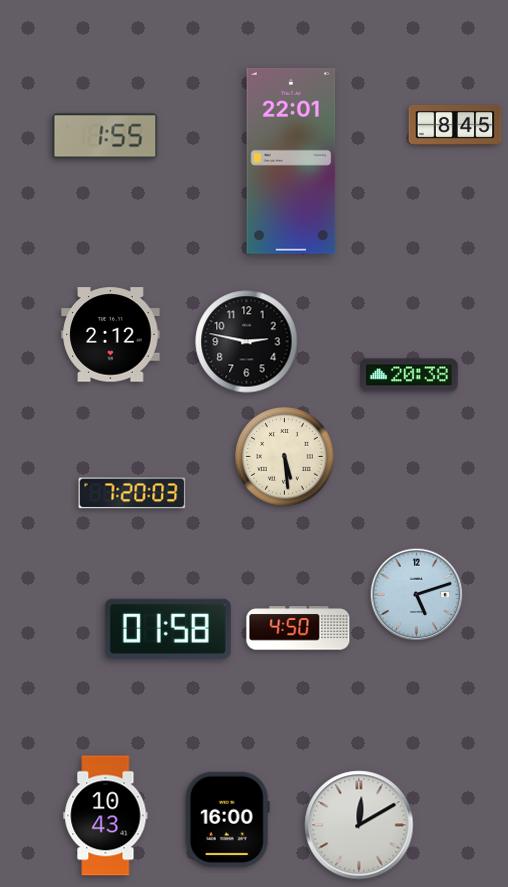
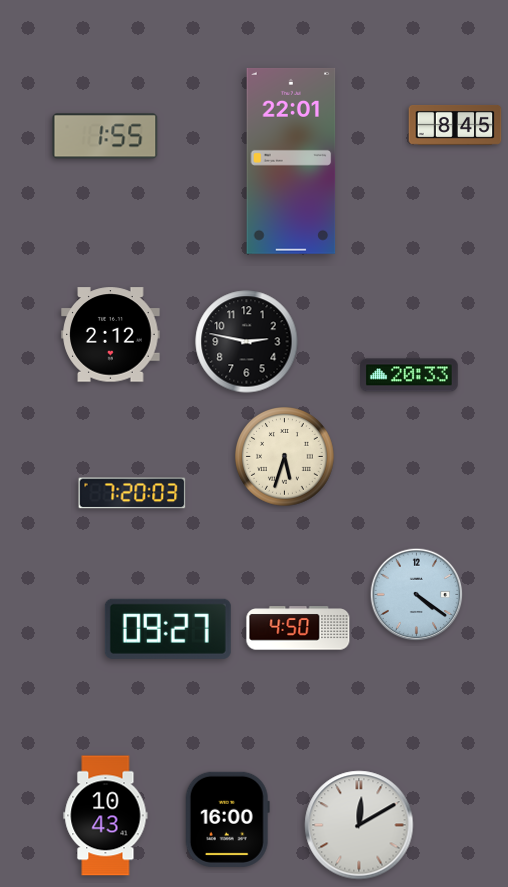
clock at (409, 375): 20:38 -> 20:33
clock at (285, 457): 5:29 -> 5:33
clock at (417, 595): 5:12 -> 4:21
clock at (168, 629): 01:58 -> 09:27
